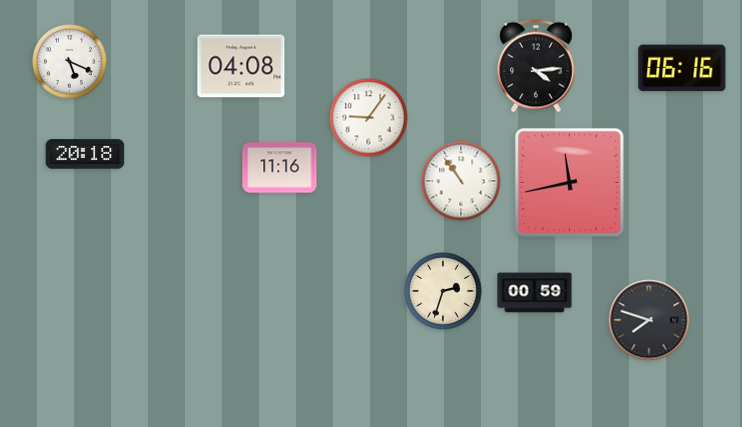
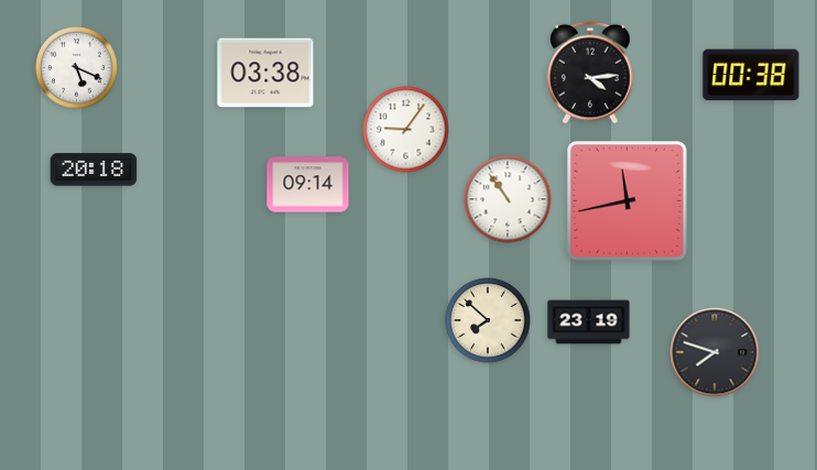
clock at (241, 66): 04:08 -> 03:38
clock at (682, 68): 06:16 -> 00:38
clock at (280, 168): 11:16 -> 09:14
clock at (443, 291): 2:33 -> 7:52
clock at (535, 293): 00:59 -> 23:19
